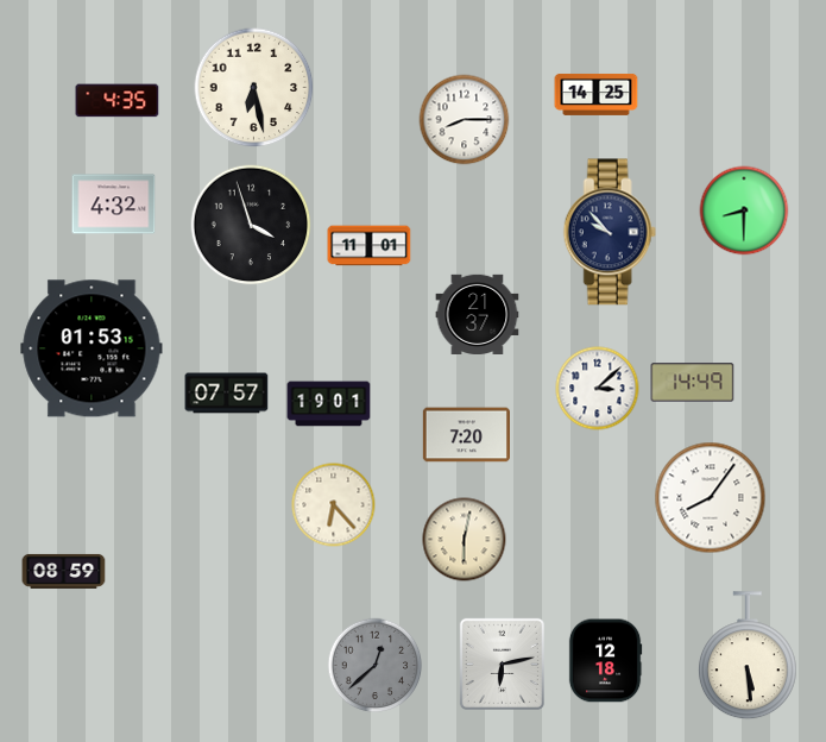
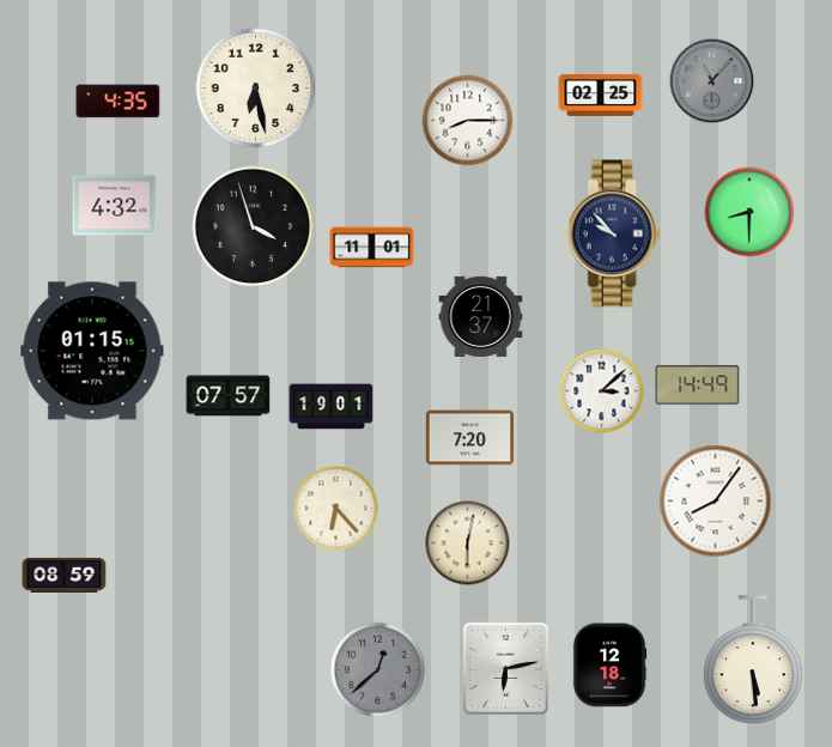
clock at (712, 81): none -> 11:07
clock at (597, 94): 14:25 -> 02:25
clock at (92, 348): 01:53 -> 01:15
